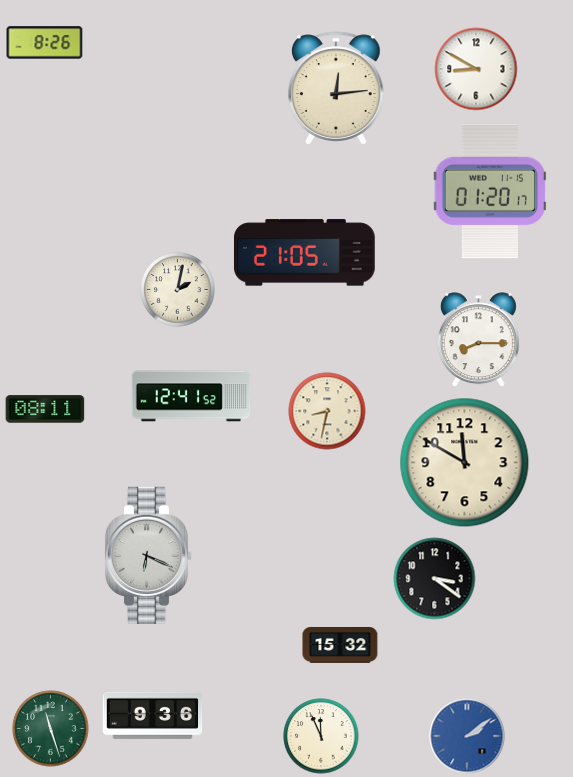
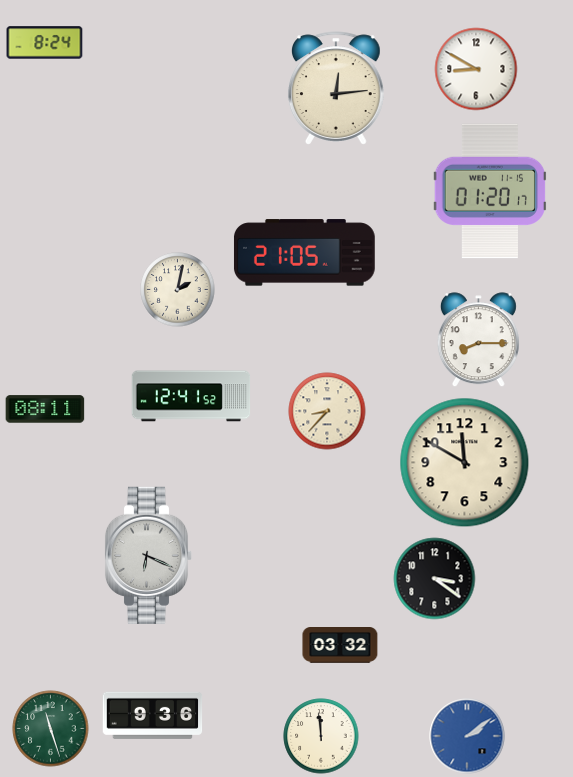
clock at (45, 43): 8:26 -> 8:24
clock at (327, 411): 8:32 -> 8:37
clock at (340, 646): 15:32 -> 03:32
clock at (321, 736): 11:56 -> 11:59
